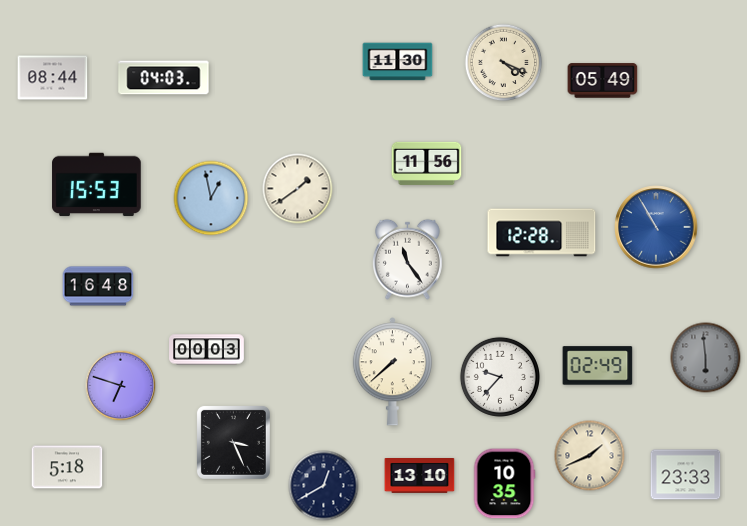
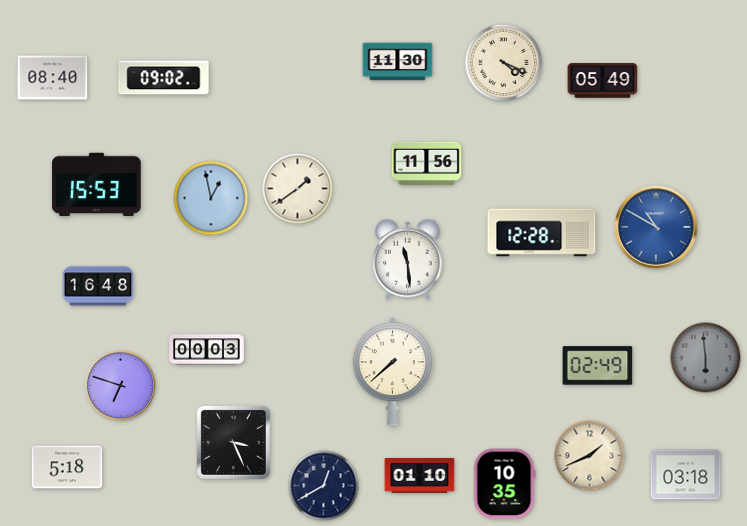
clock at (53, 78): 08:44 -> 08:40
clock at (164, 78): 04:03 -> 09:02
clock at (656, 227): 10:55 -> 10:50
clock at (407, 259): 11:24 -> 11:29
clock at (500, 377): 9:37 -> none
clock at (686, 475): 23:33 -> 03:18
clock at (420, 476): 13:10 -> 01:10
